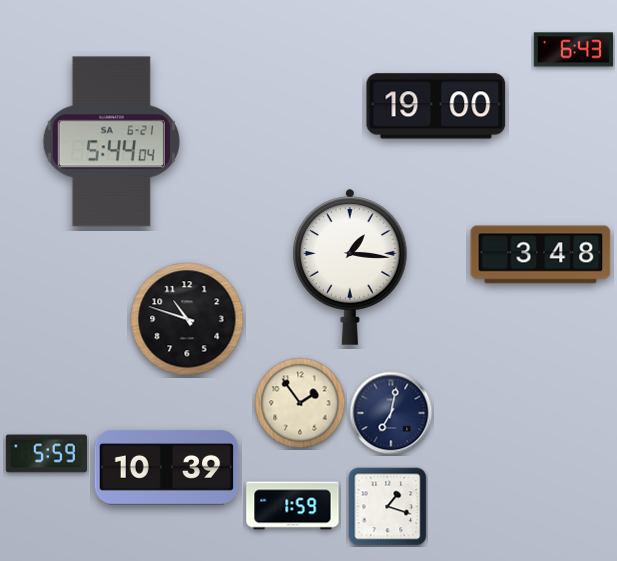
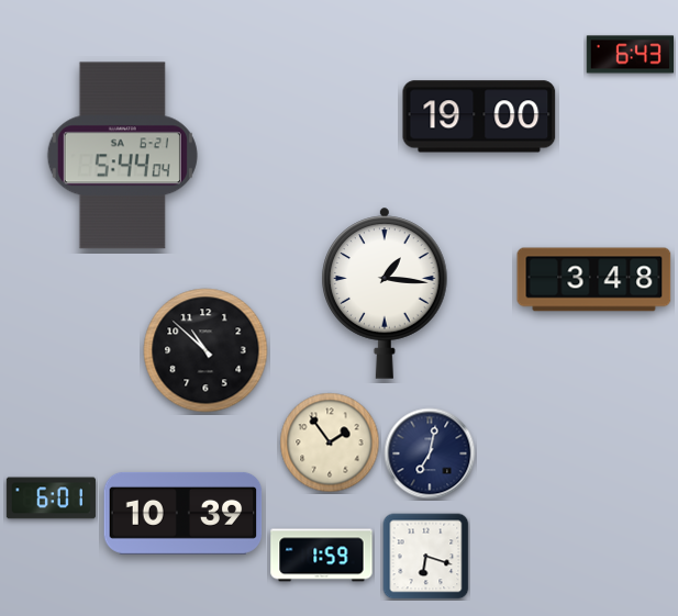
clock at (187, 319): 10:48 -> 10:52
clock at (46, 454): 5:59 -> 6:01
clock at (388, 507): 1:18 -> 6:18
